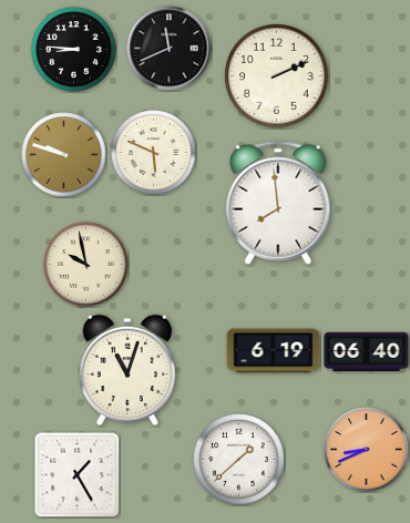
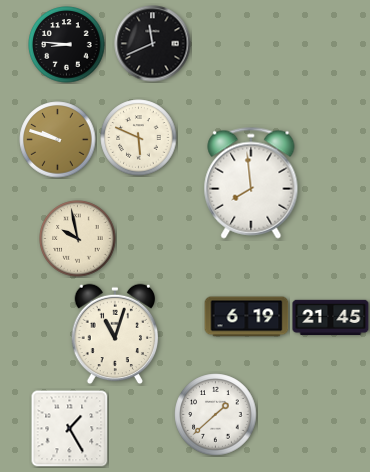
clock at (277, 76): 2:11 -> none
clock at (367, 351): 06:40 -> 21:45
clock at (367, 450): 8:41 -> none
